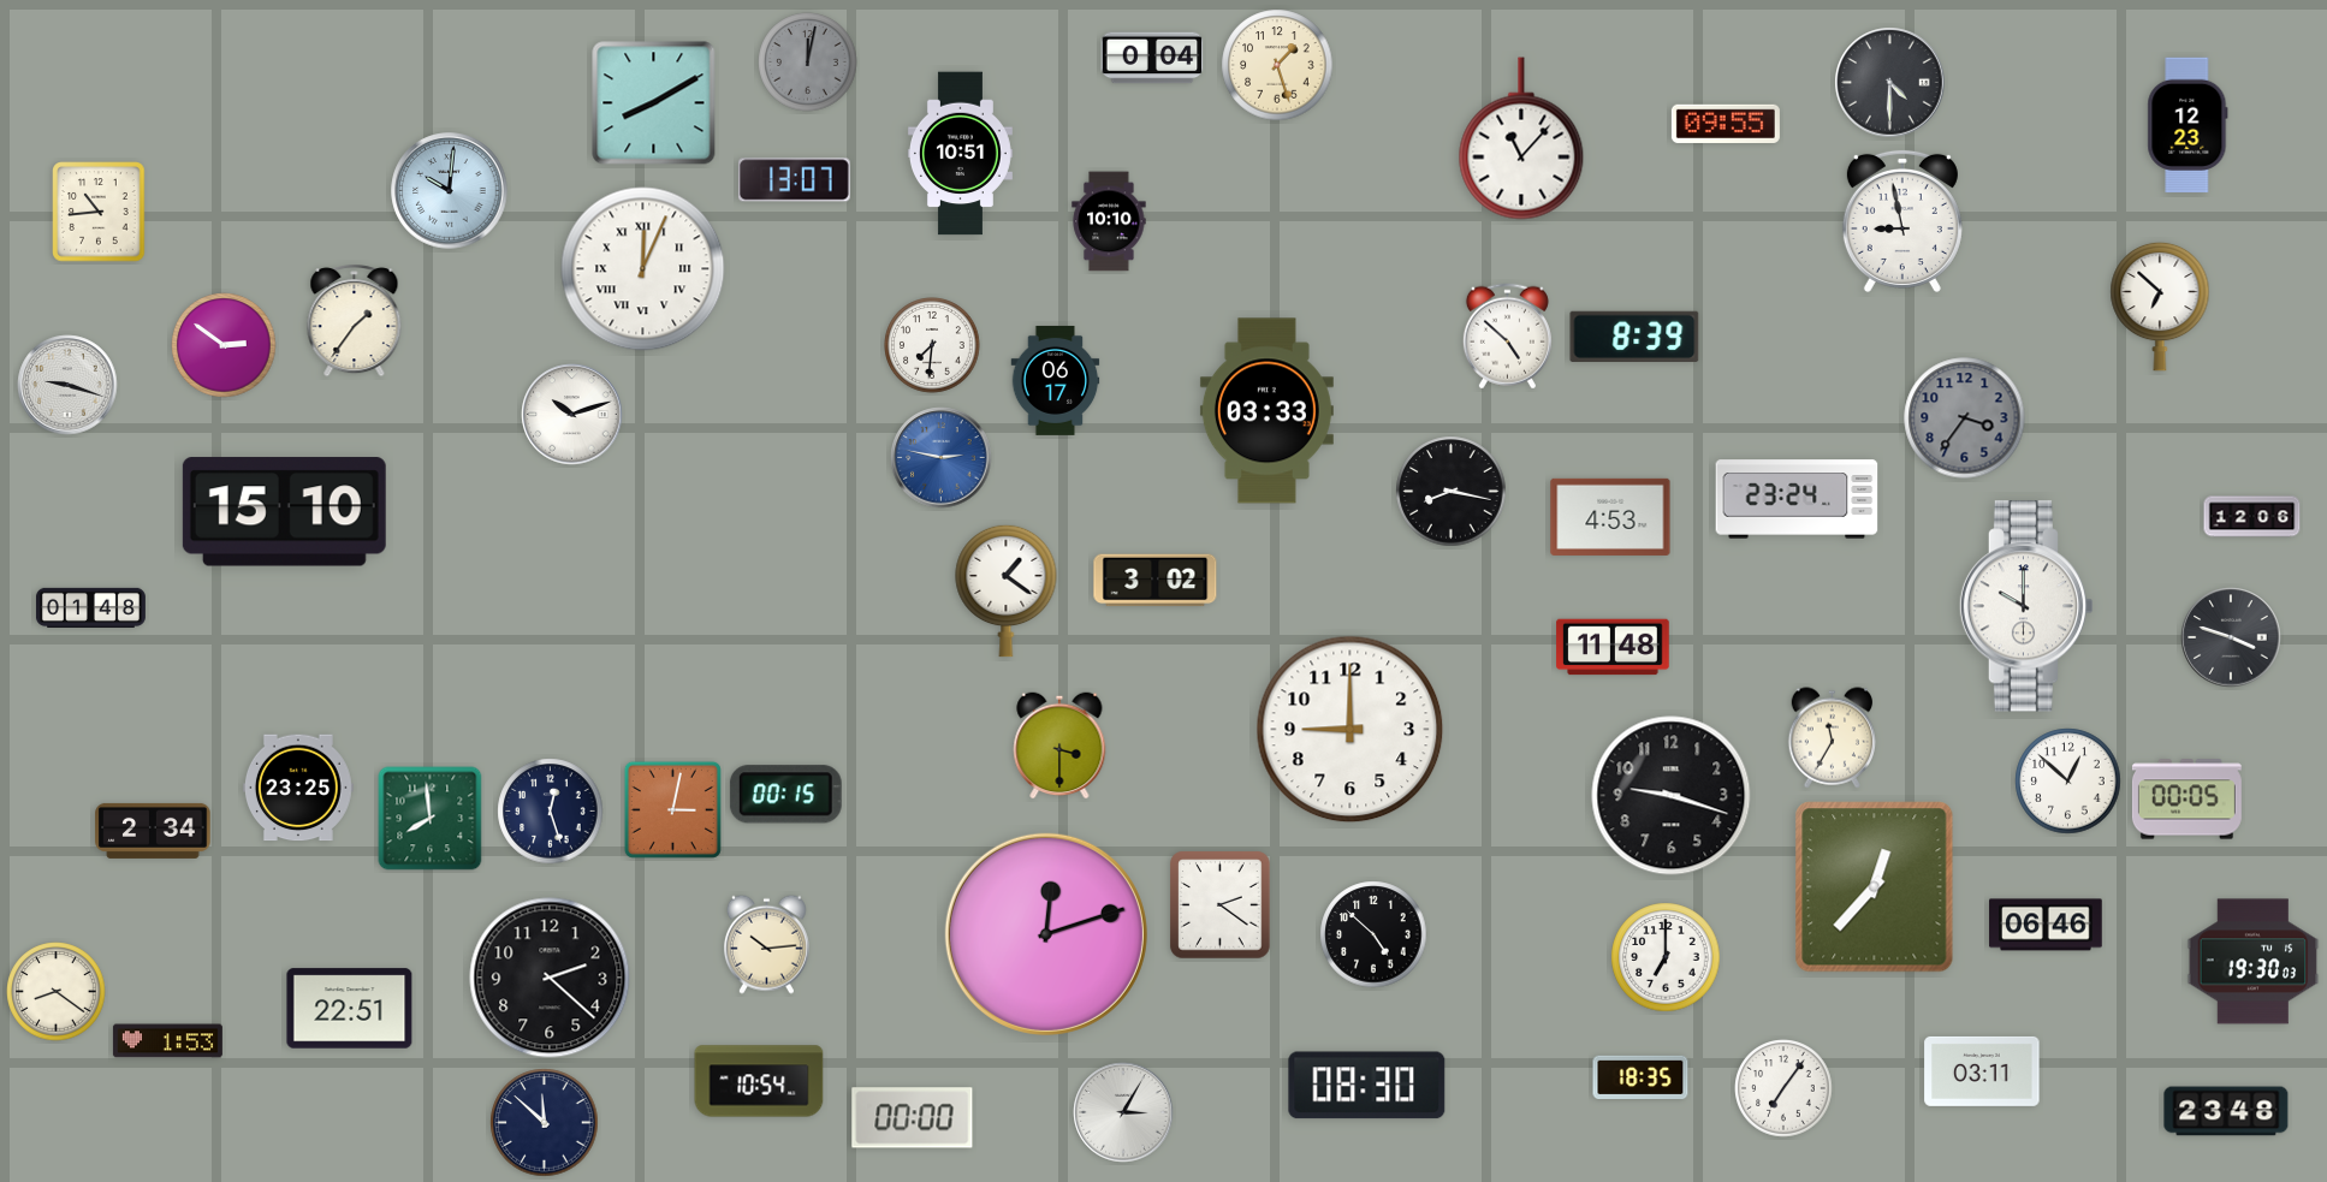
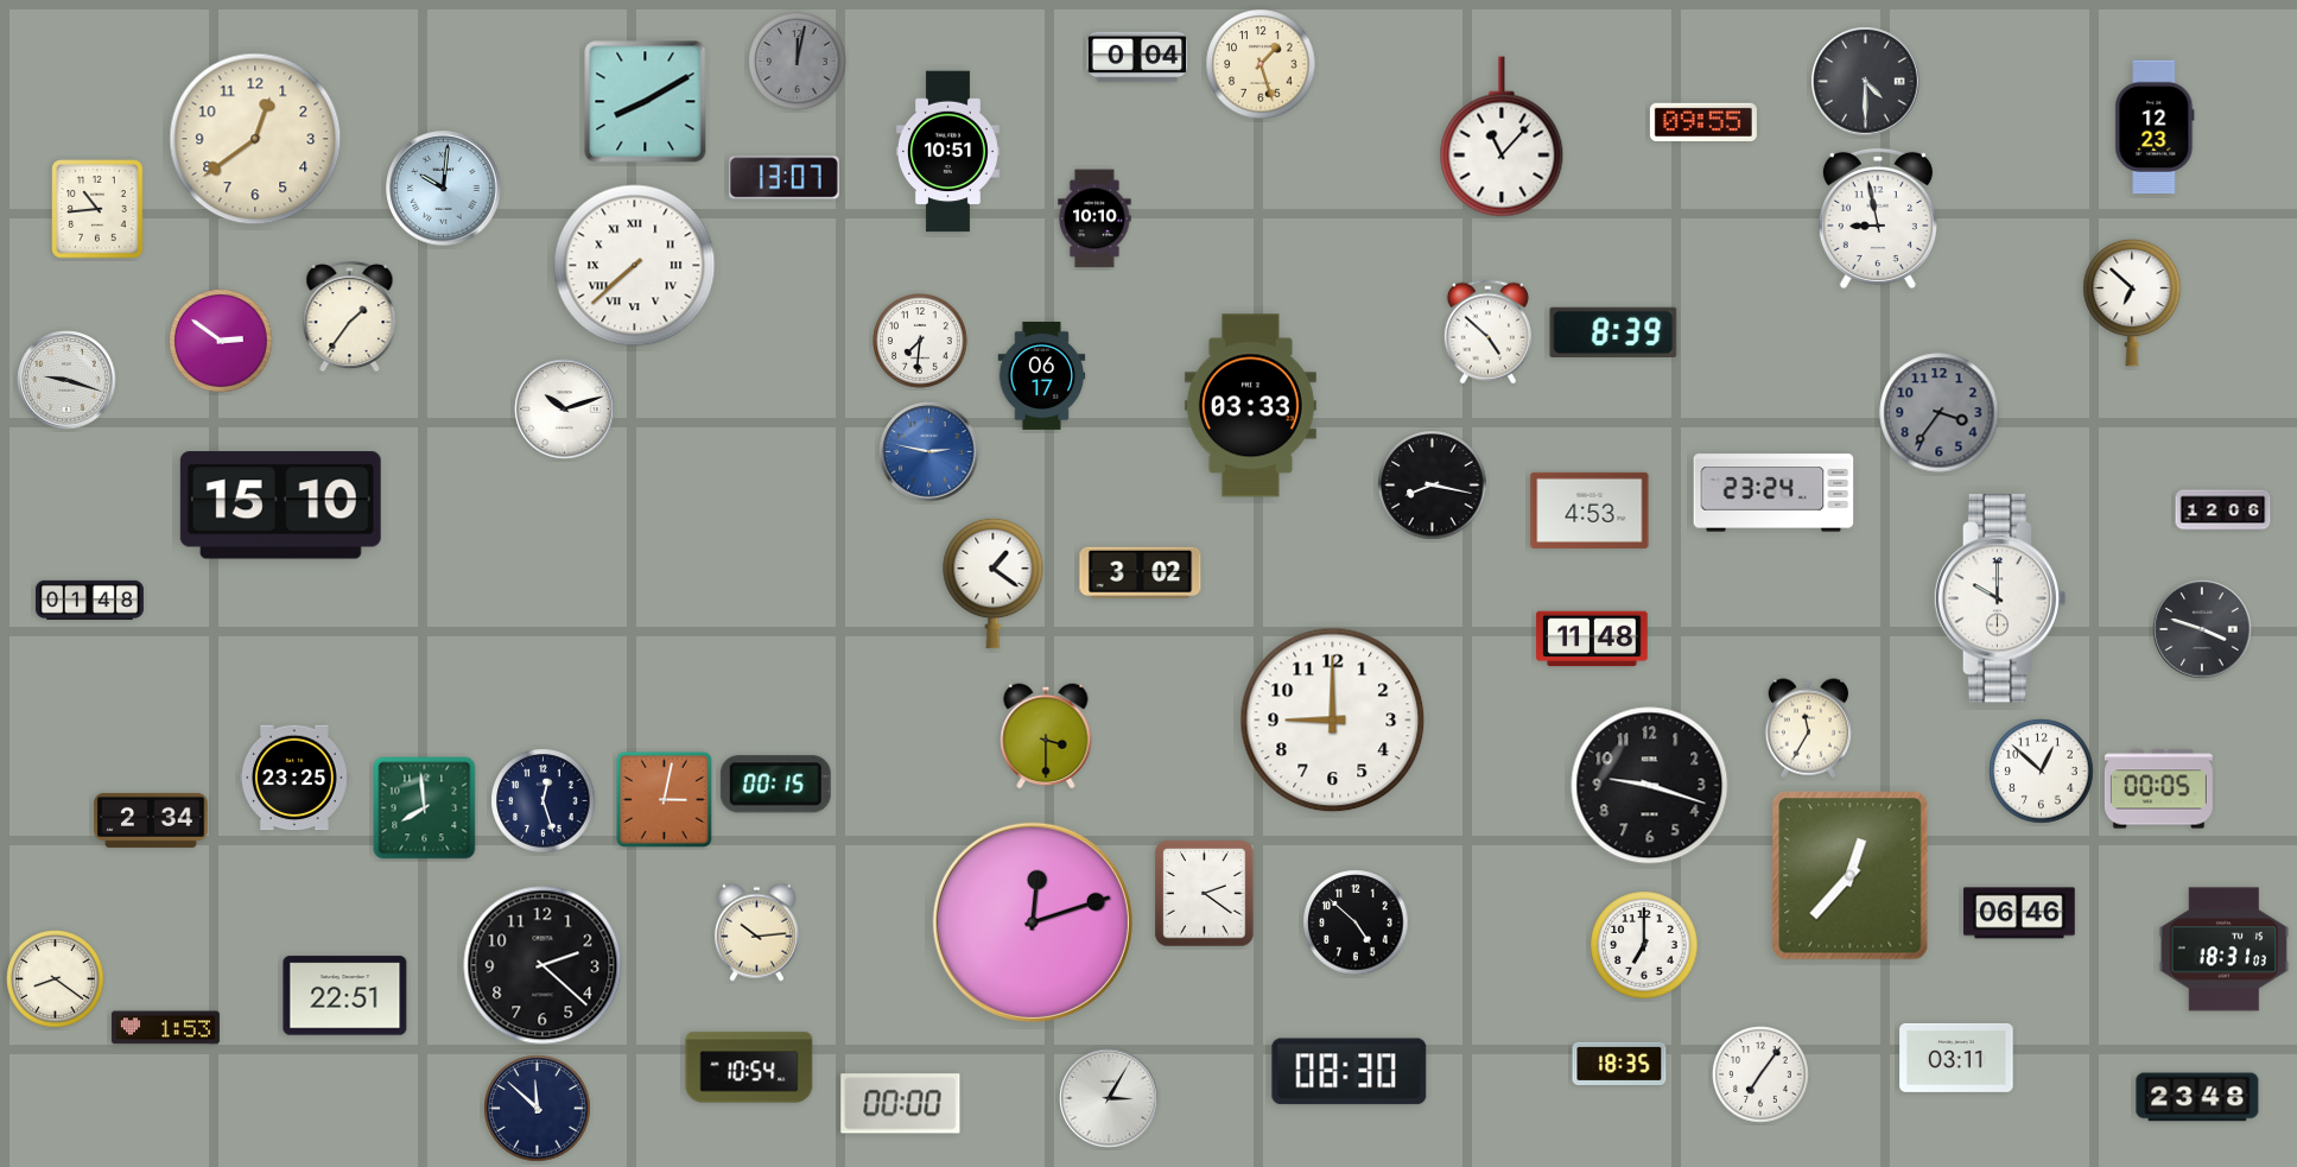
clock at (2188, 125) position: (2188, 125) -> (2155, 127)
clock at (255, 139): none -> 12:39
clock at (643, 269): 12:04 -> 7:38
clock at (2254, 962): 19:30 -> 18:31
